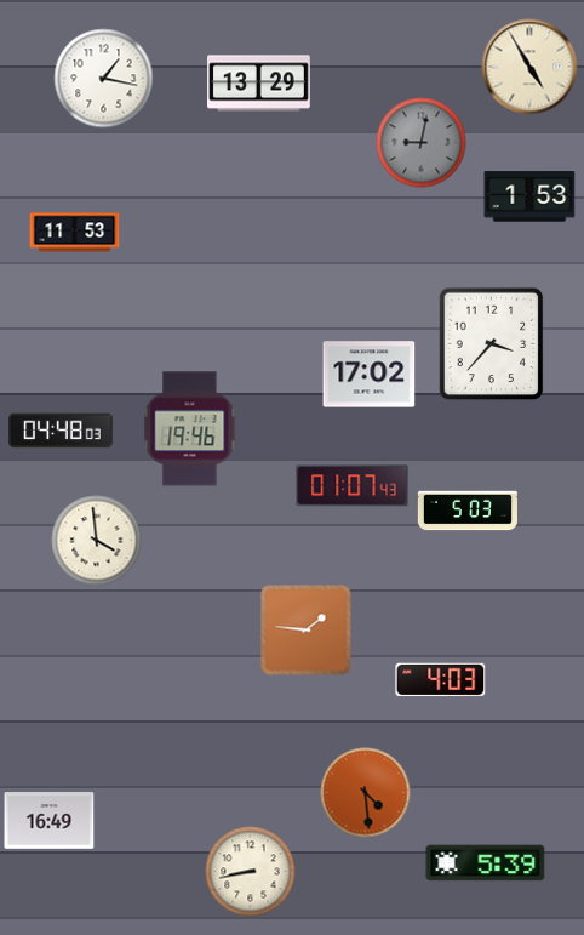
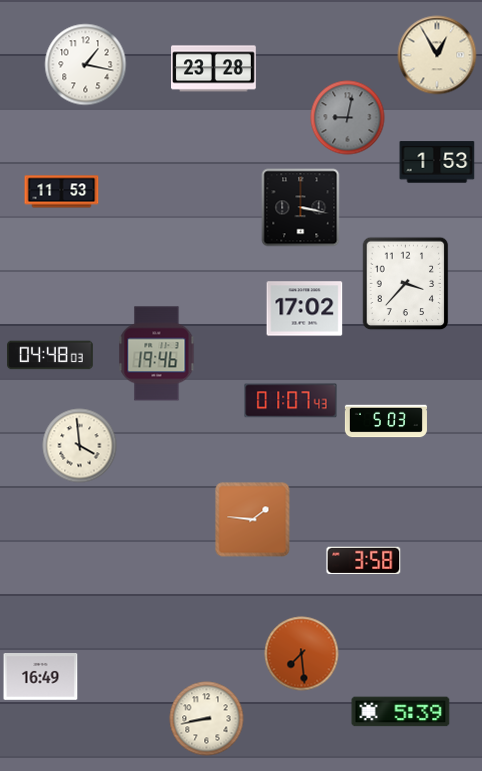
clock at (529, 67): 4:55 -> 12:55
clock at (259, 84): 13:29 -> 23:28
clock at (301, 208): none -> 3:17
clock at (441, 679): 4:03 -> 3:58
clock at (366, 793): 4:29 -> 7:29
